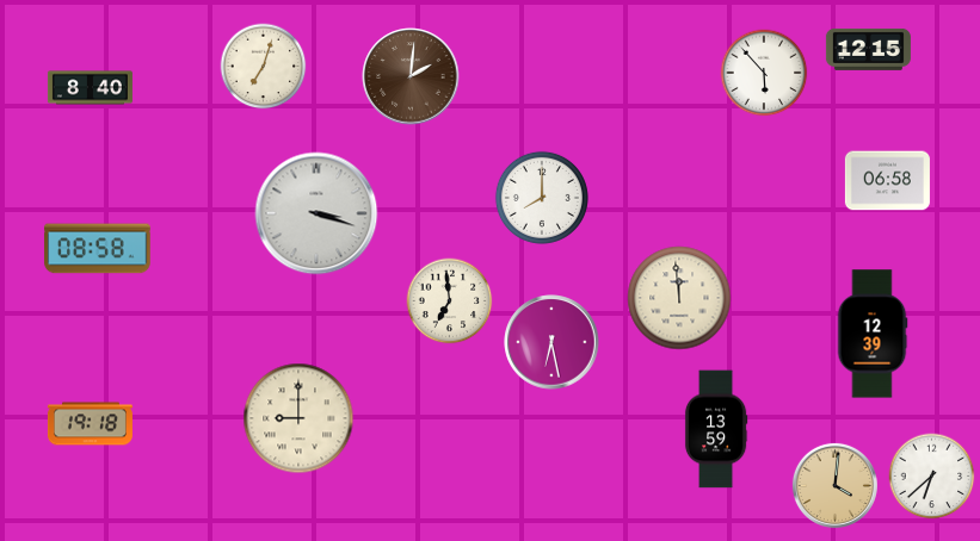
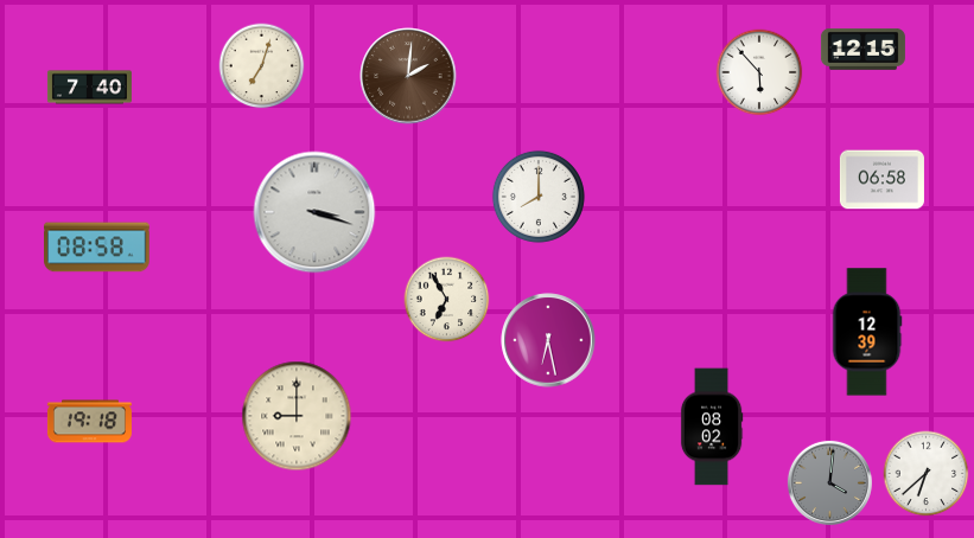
clock at (90, 88): 8:40 -> 7:40
clock at (679, 298): 11:59 -> none
clock at (450, 301): 6:59 -> 6:55
clock at (716, 429): 13:59 -> 08:02
clock at (834, 485) dial: champagne -> grey
